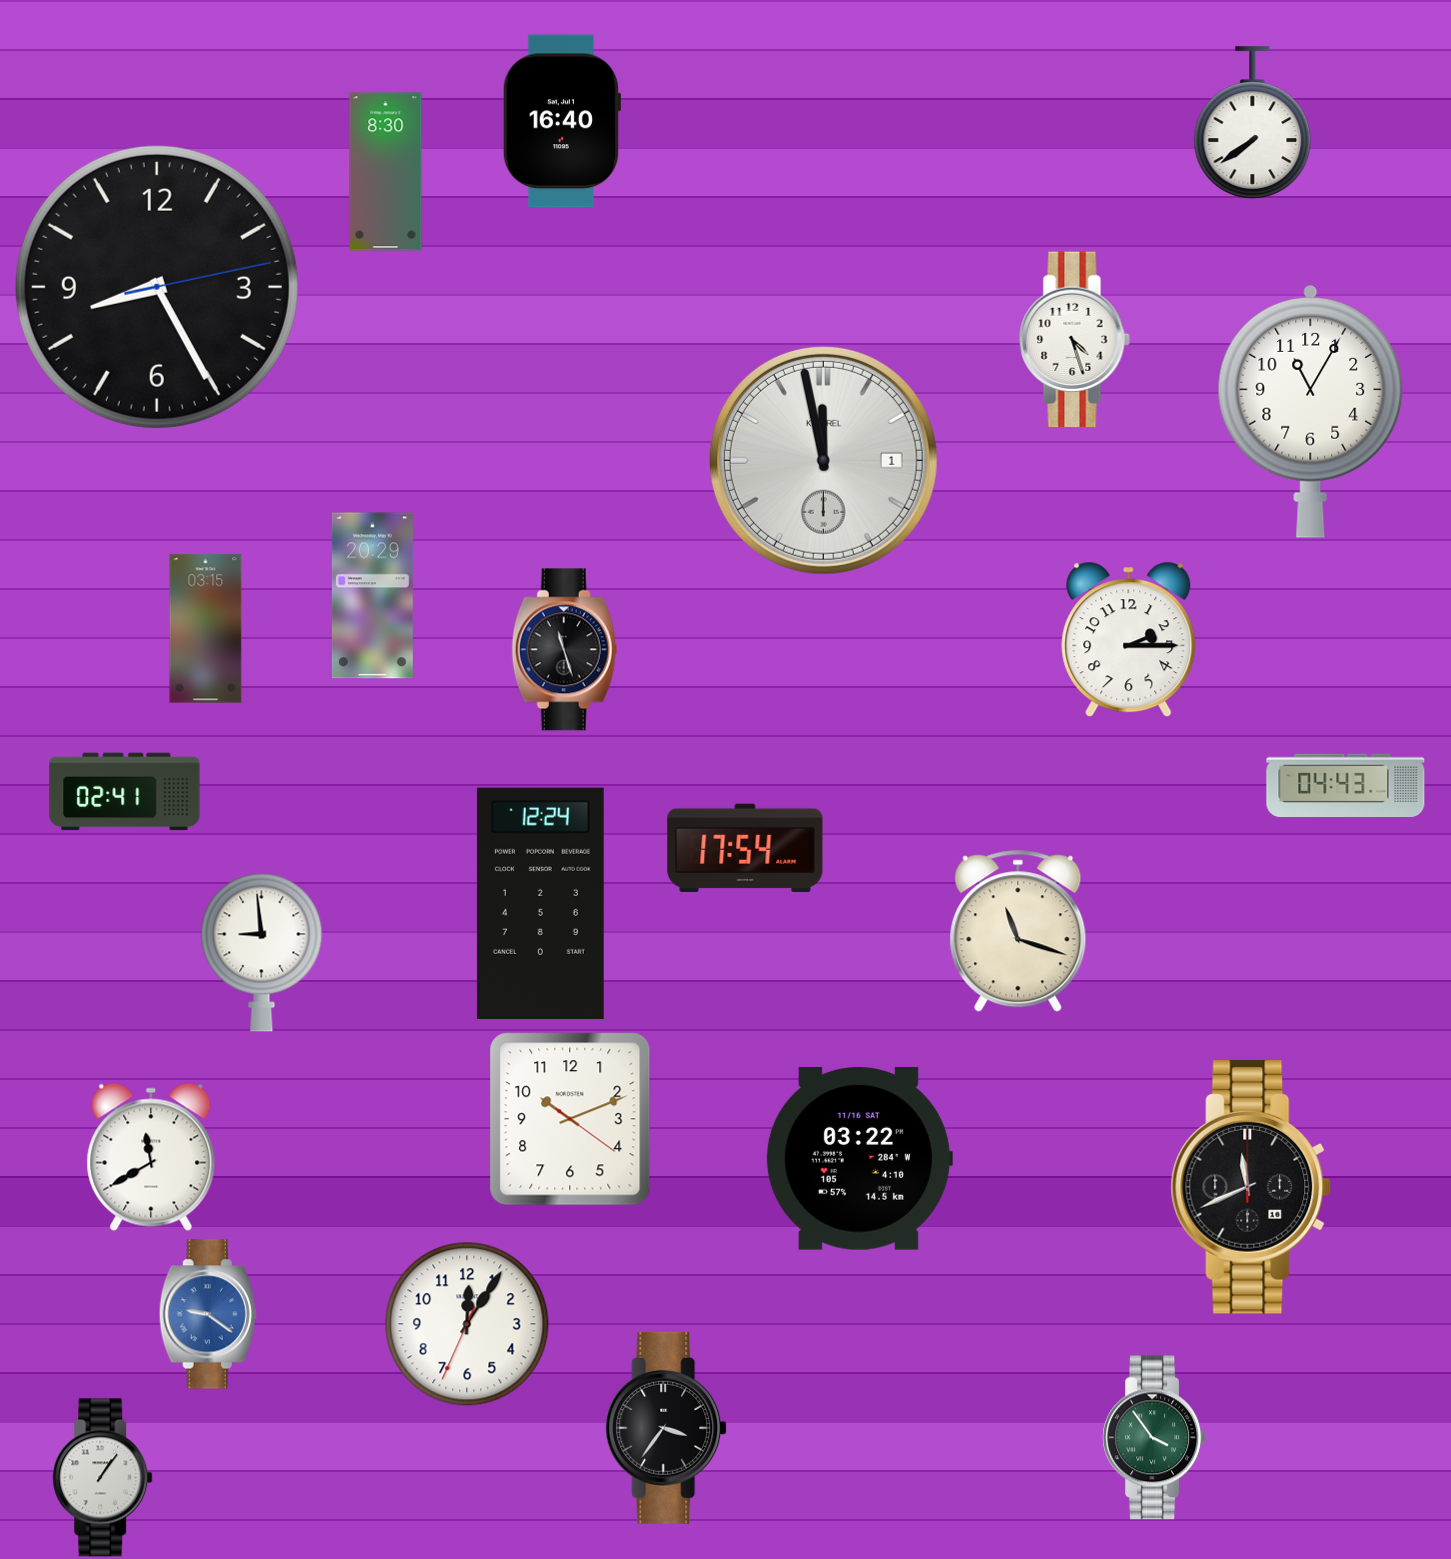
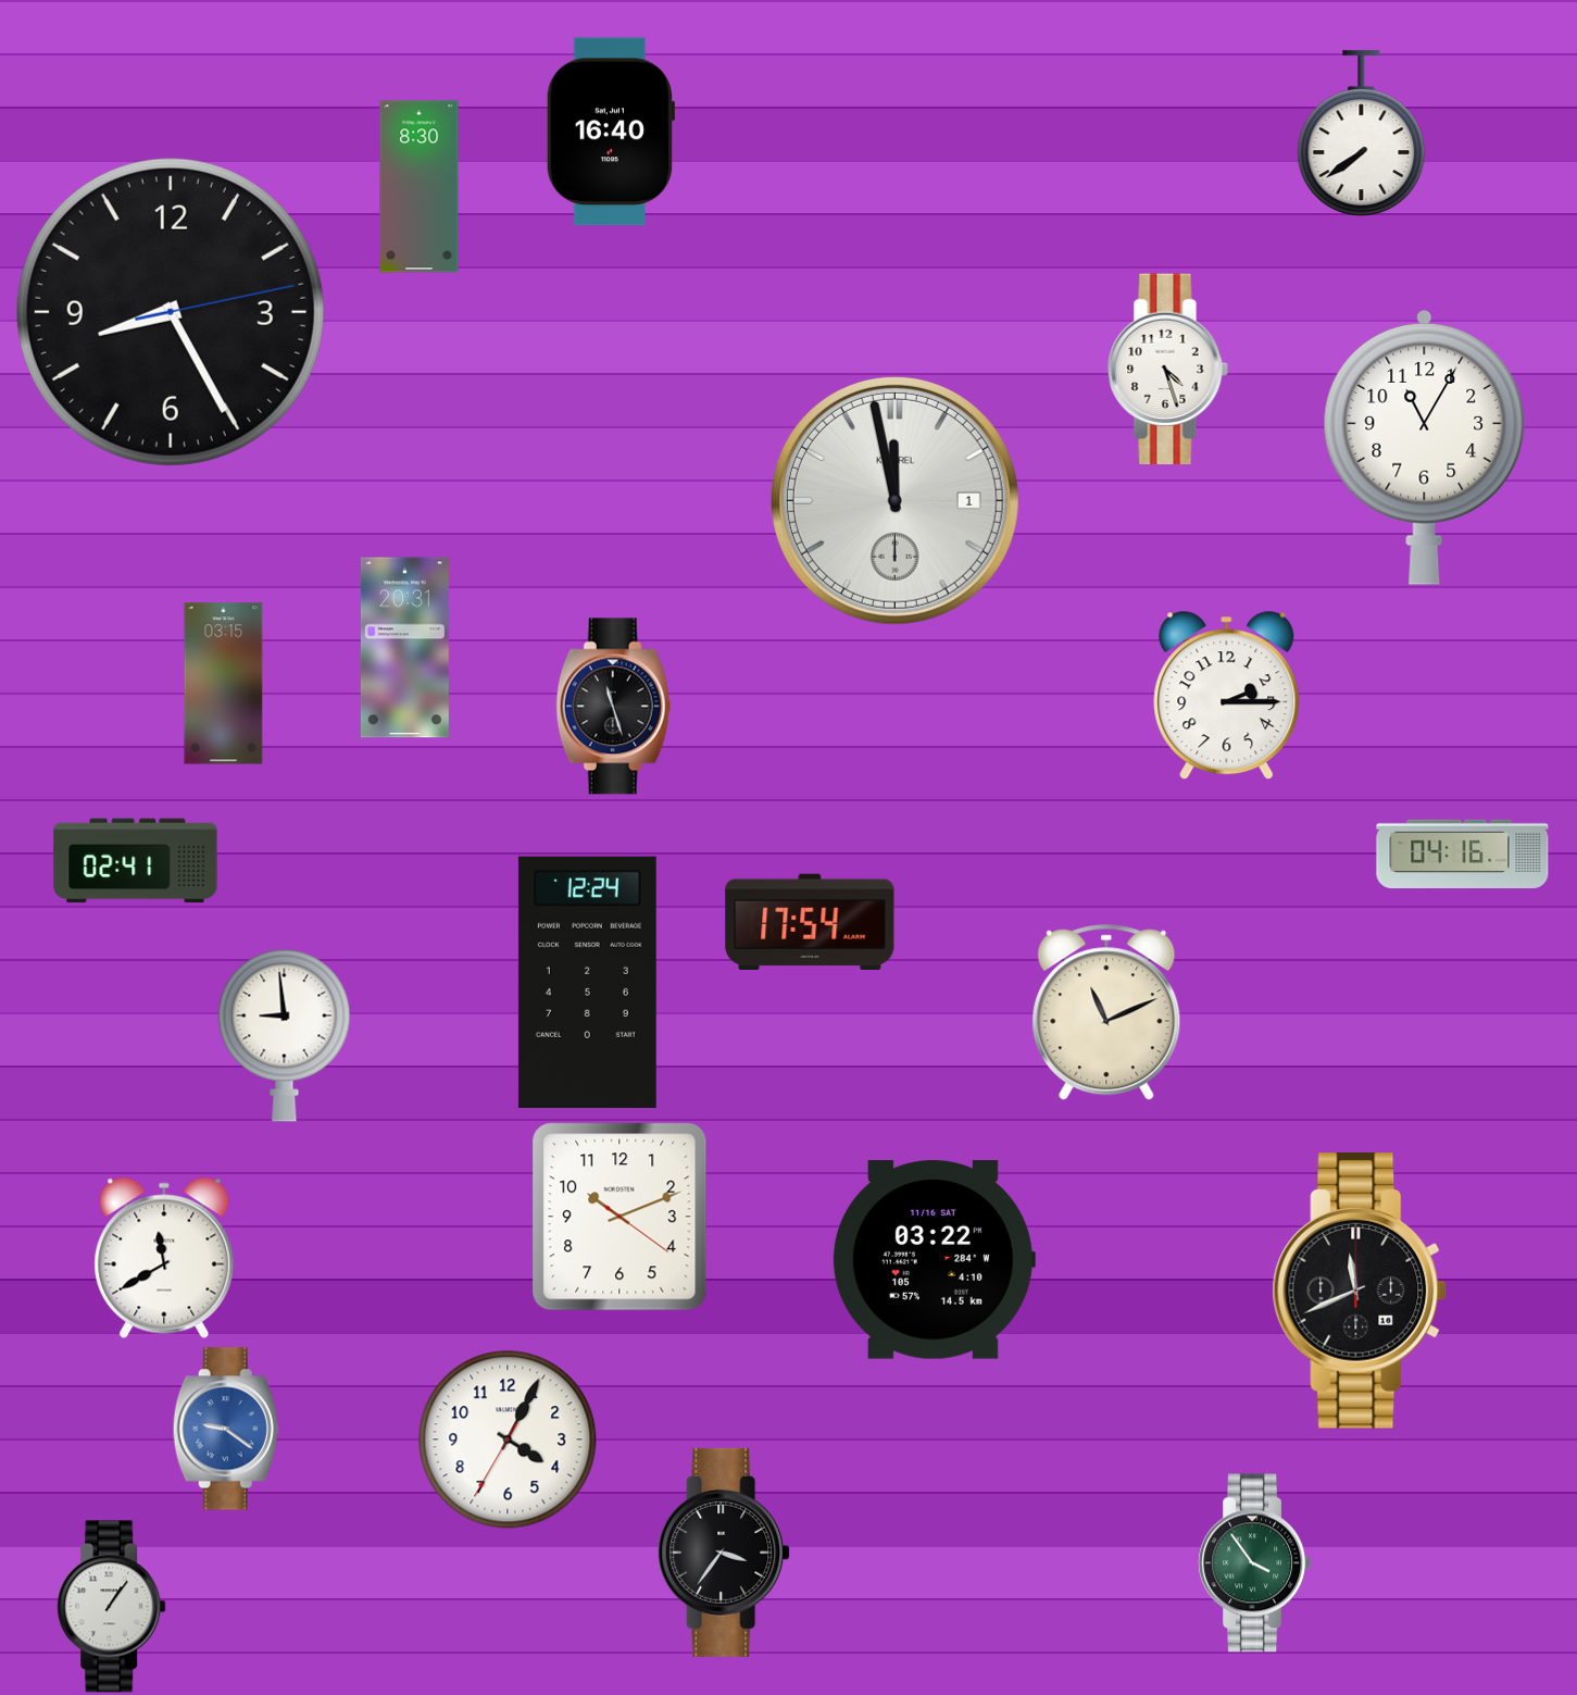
clock at (372, 596): 20:29 -> 20:31
clock at (1346, 786): 04:43 -> 04:16
clock at (1018, 931): 11:18 -> 11:11
clock at (467, 1324): 12:05 -> 4:04
